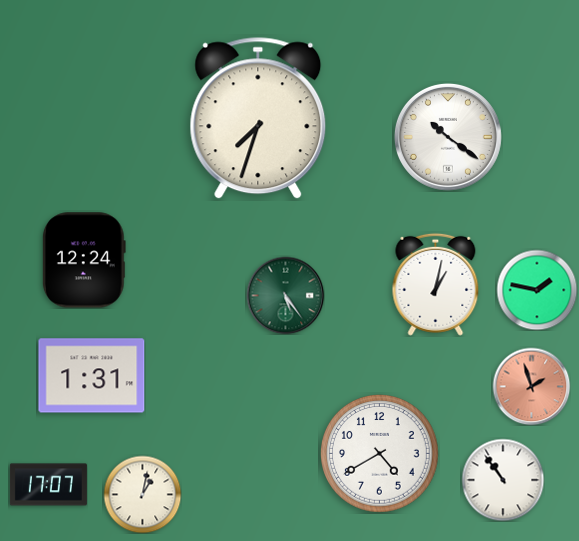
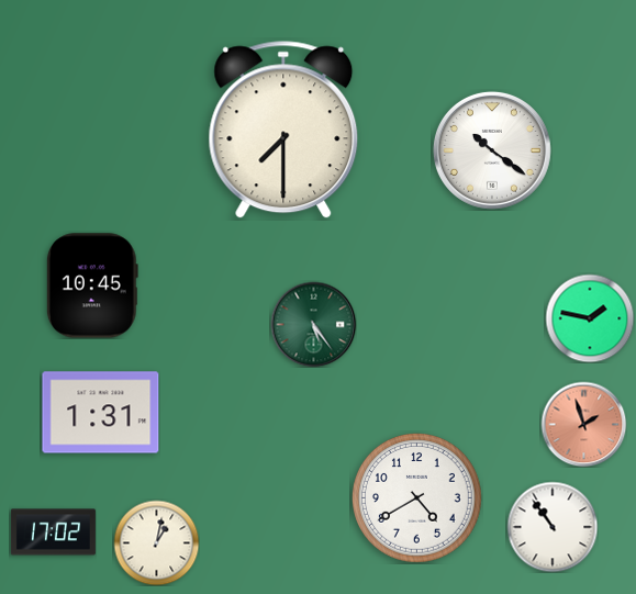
clock at (258, 118): 7:33 -> 7:30
clock at (84, 260): 12:24 -> 10:45
clock at (436, 284): 1:02 -> none
clock at (48, 485): 17:07 -> 17:02
